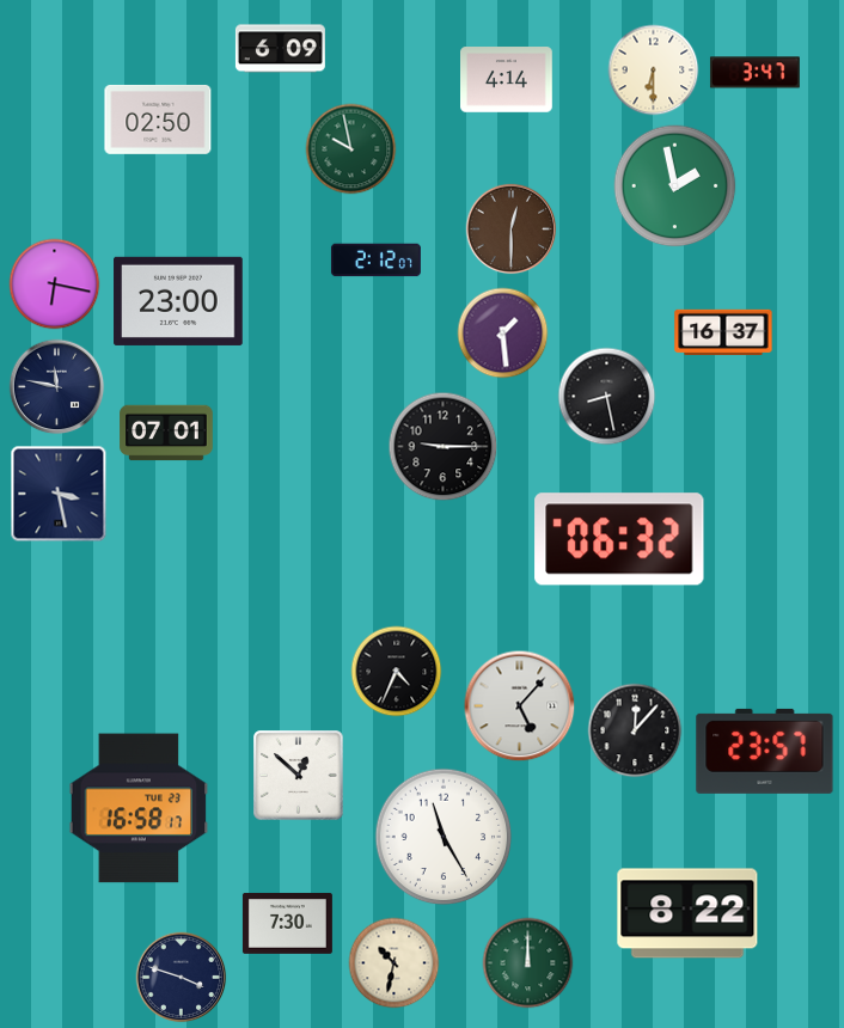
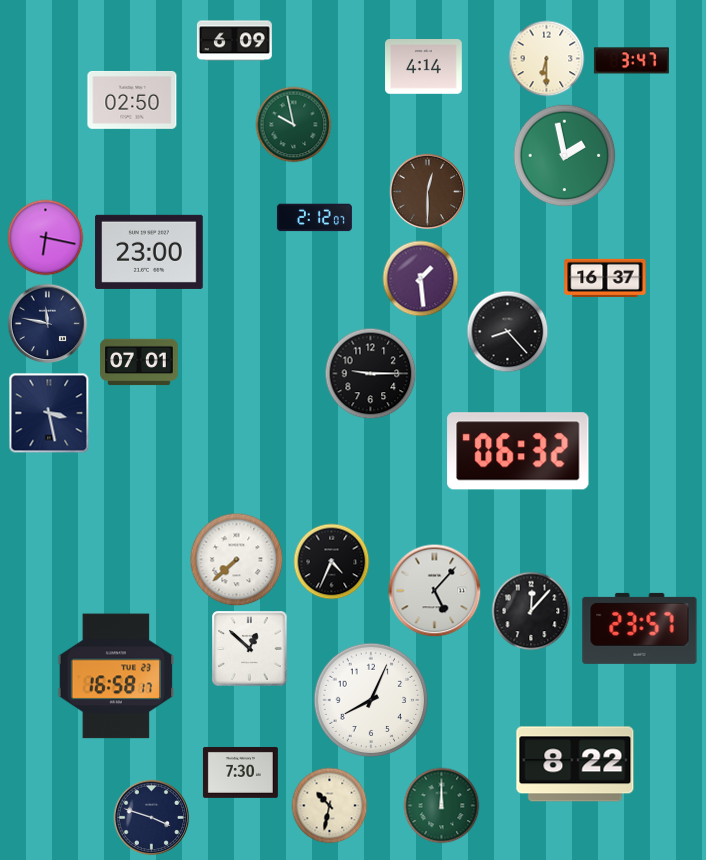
clock at (607, 397): 8:28 -> 8:23
clock at (237, 560): none -> 7:38
clock at (444, 837): 11:25 -> 8:04
